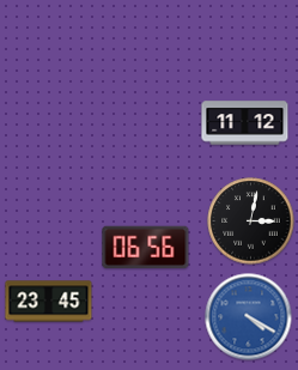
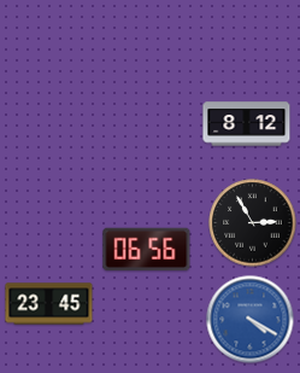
clock at (245, 123): 11:12 -> 8:12
clock at (251, 222): 3:02 -> 2:55
